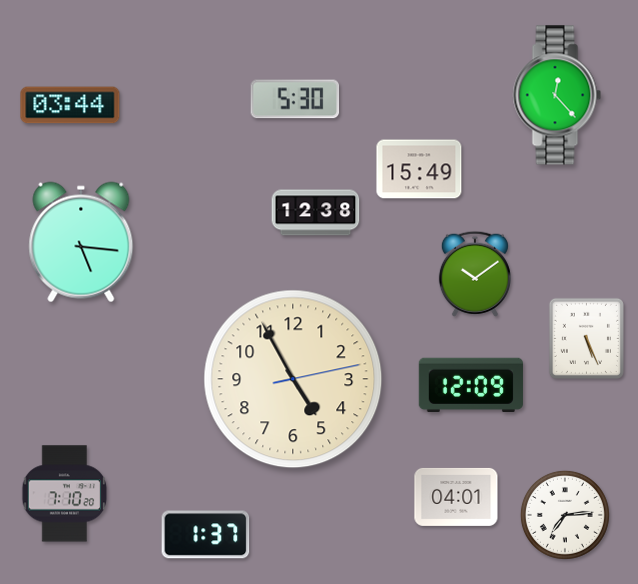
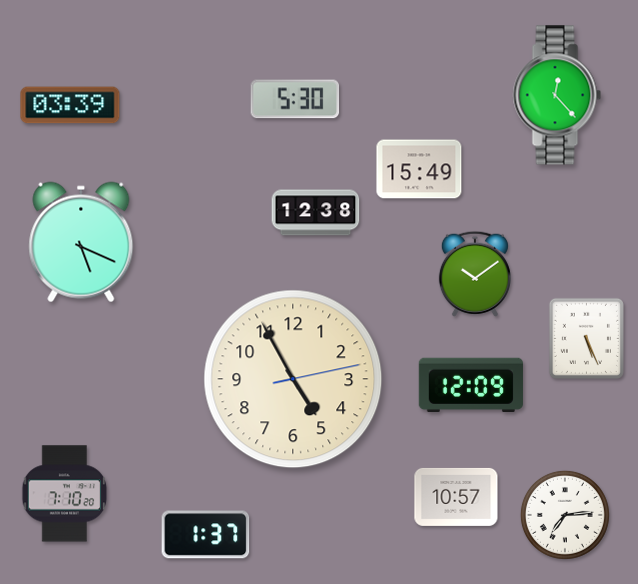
clock at (70, 105): 03:44 -> 03:39
clock at (81, 242): 5:16 -> 5:19
clock at (456, 497): 04:01 -> 10:57
